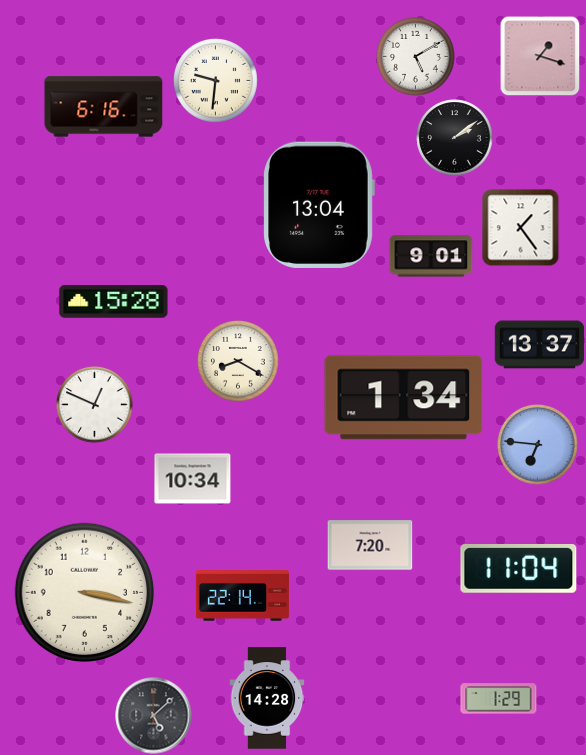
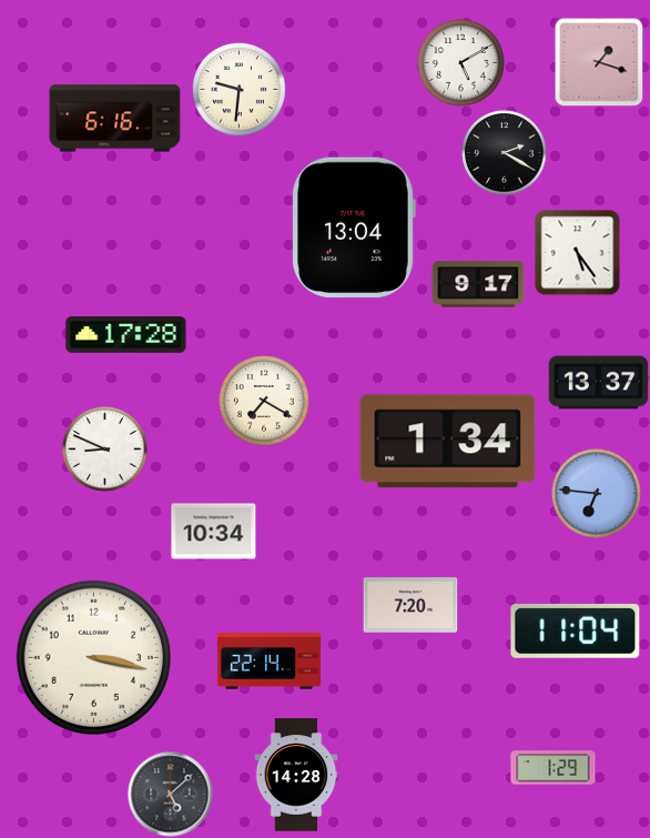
clock at (455, 138): 2:09 -> 2:20
clock at (521, 228): 1:24 -> 5:24
clock at (431, 256): 9:01 -> 9:17
clock at (114, 302): 15:28 -> 17:28
clock at (238, 361): 8:20 -> 7:20
clock at (95, 405): 12:49 -> 8:49
clock at (499, 699) position: (499, 699) -> (553, 768)
